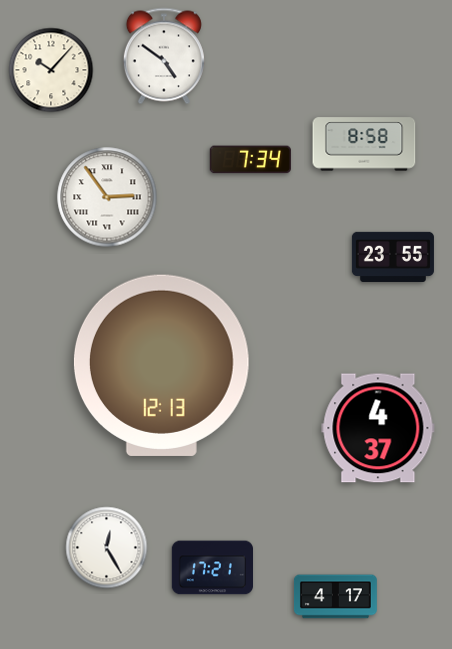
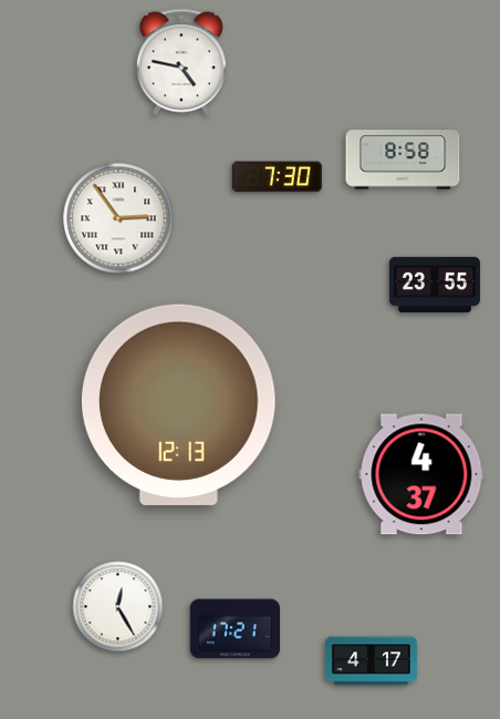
clock at (164, 56): 4:51 -> 4:47
clock at (51, 70): 10:07 -> none
clock at (250, 160): 7:34 -> 7:30
clock at (378, 428) position: (378, 428) -> (421, 474)
